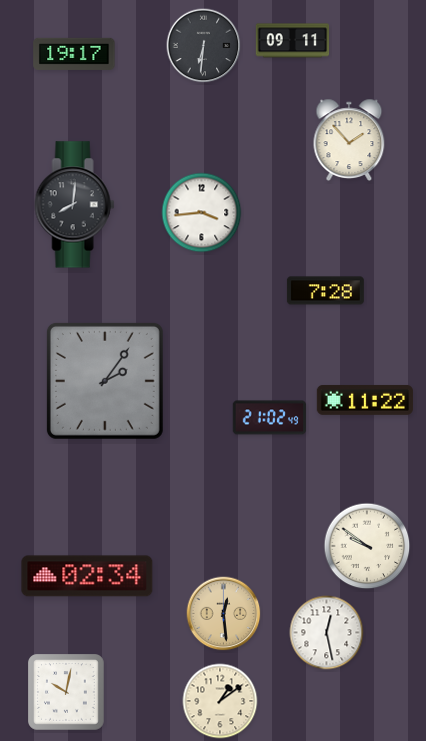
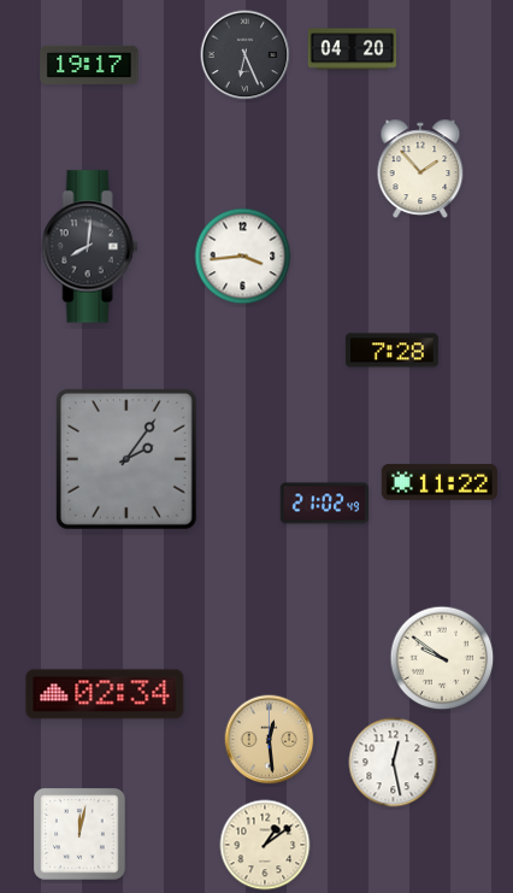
clock at (293, 41): 09:11 -> 04:20
clock at (204, 46): 6:31 -> 6:26
clock at (67, 693): 10:02 -> 12:02
